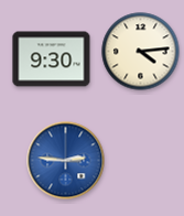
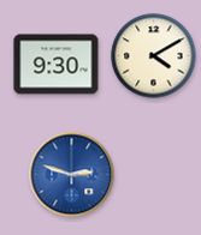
clock at (141, 52): 4:14 -> 4:10
clock at (66, 161): 2:46 -> 2:48
